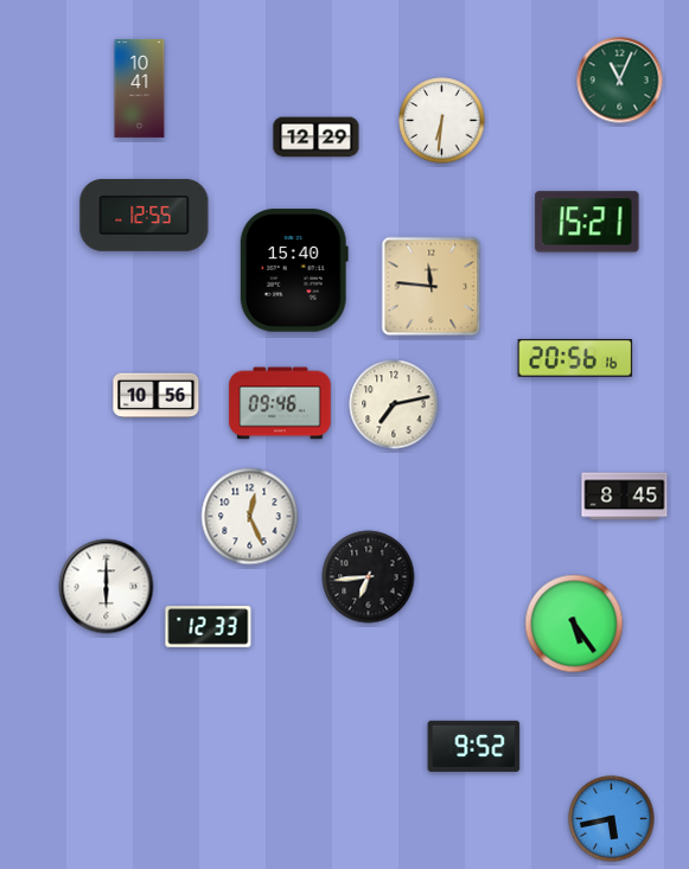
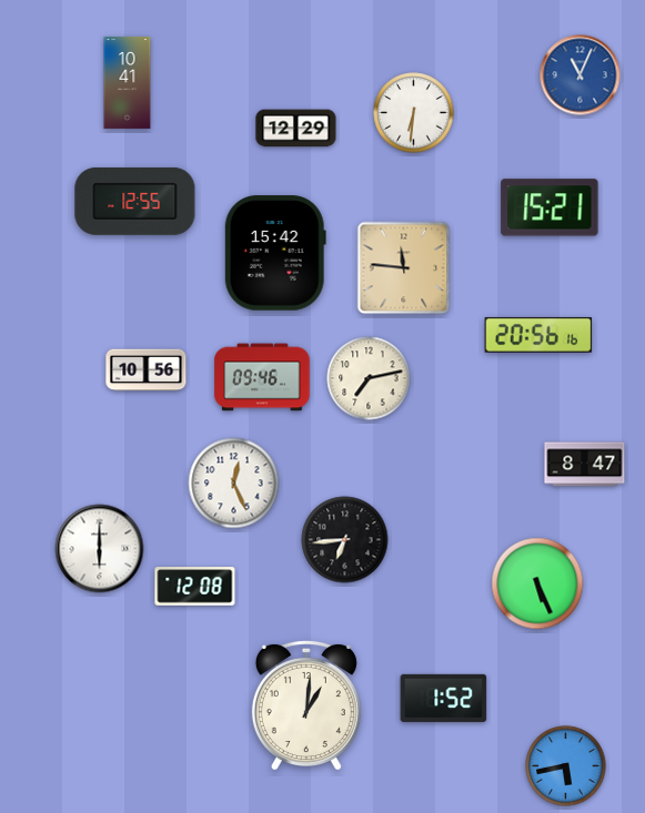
clock at (620, 81) dial: green -> blue
clock at (140, 88) position: (140, 88) -> (128, 82)
clock at (294, 270): 15:40 -> 15:42
clock at (625, 497): 8:45 -> 8:47
clock at (574, 624): 5:24 -> 5:26
clock at (209, 627): 12:33 -> 12:08
clock at (474, 746): 9:52 -> 1:52
clock at (306, 704): none -> 1:01
clock at (612, 819) position: (612, 819) -> (566, 766)
